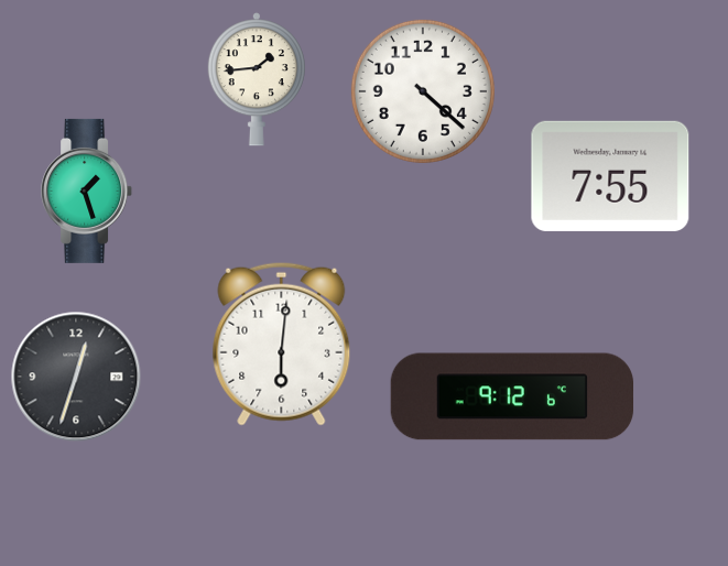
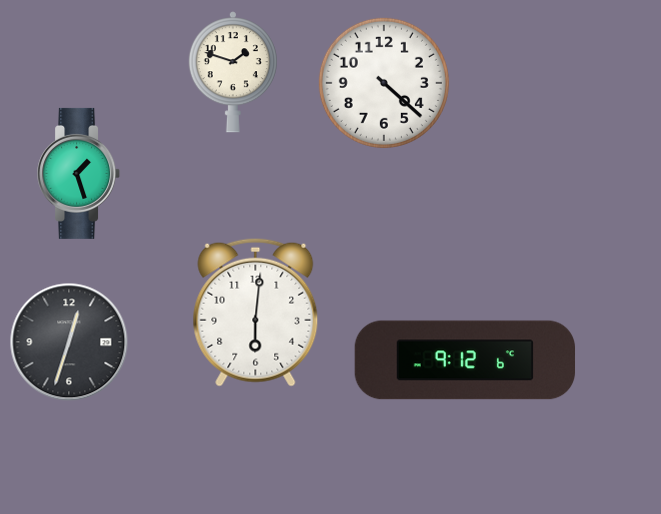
clock at (257, 79): 1:44 -> 1:48
clock at (610, 176): 7:55 -> none
